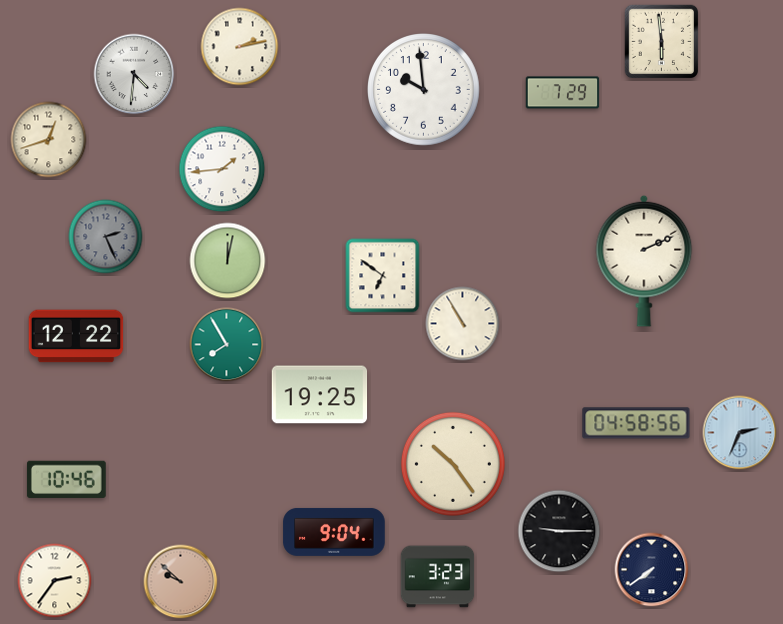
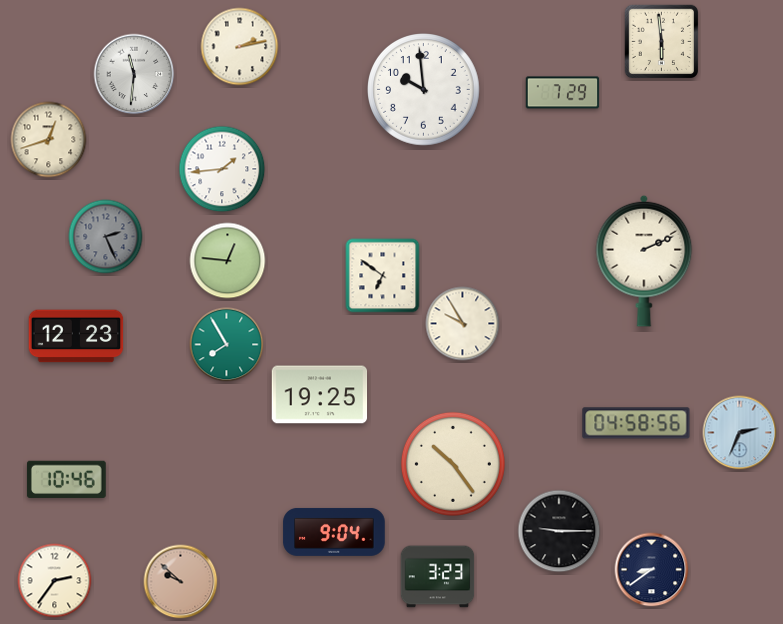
clock at (134, 74): 4:31 -> 11:31
clock at (228, 261): 12:02 -> 12:46
clock at (463, 324): 10:55 -> 9:55
clock at (76, 336): 12:22 -> 12:23
clock at (652, 570): 7:39 -> 8:39
